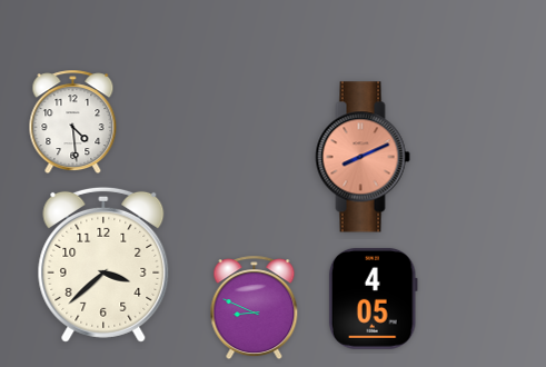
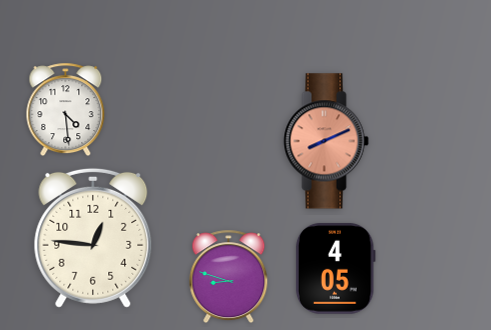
clock at (103, 265): 3:38 -> 12:46
clock at (255, 308): 8:49 -> 8:48
